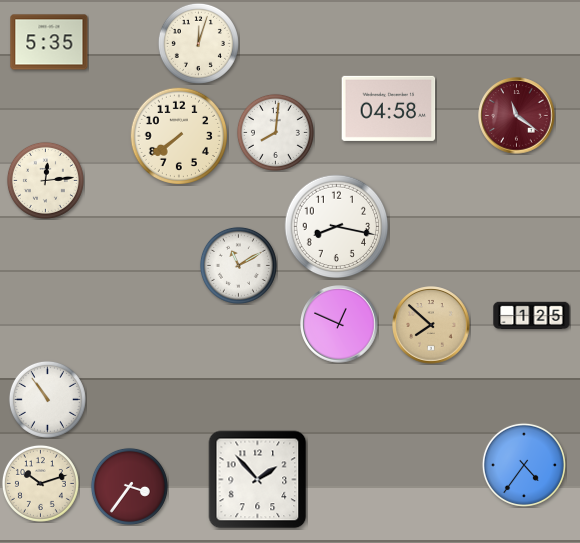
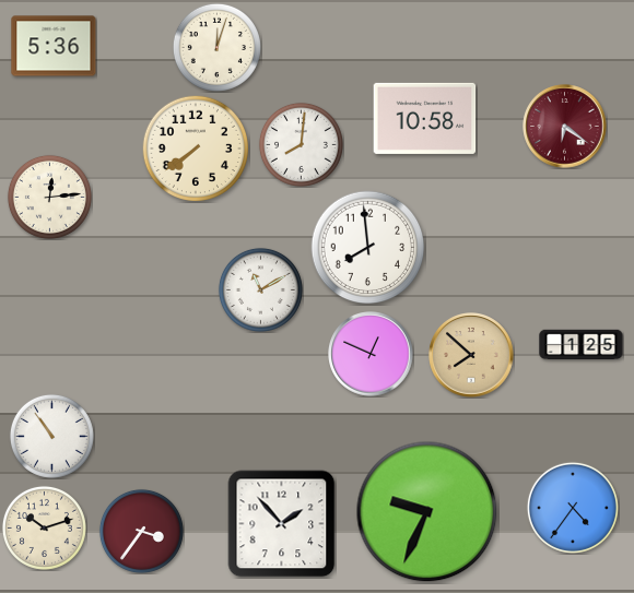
clock at (49, 42): 5:35 -> 5:36
clock at (389, 108): 04:58 -> 10:58
clock at (517, 116): 11:21 -> 6:21
clock at (337, 227): 8:17 -> 7:59
clock at (427, 512): none -> 9:34
